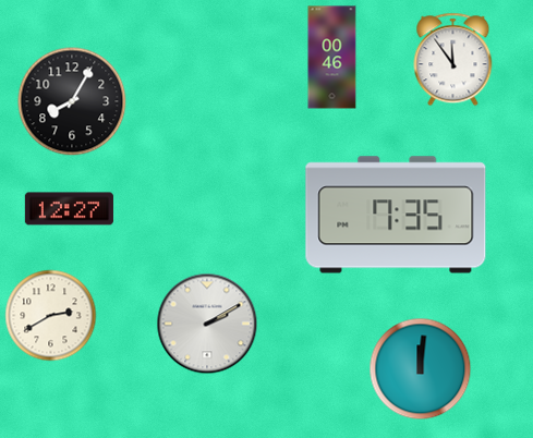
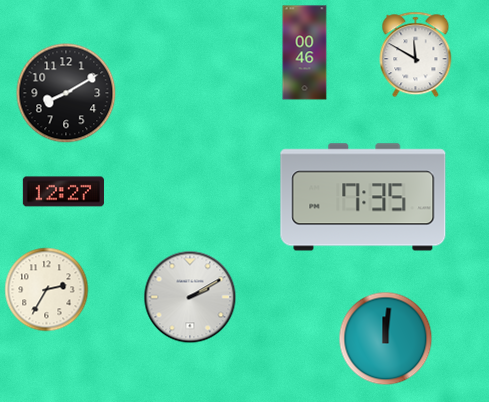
clock at (453, 60): 11:54 -> 11:50
clock at (72, 101): 8:05 -> 8:10
clock at (51, 316): 2:40 -> 2:35
